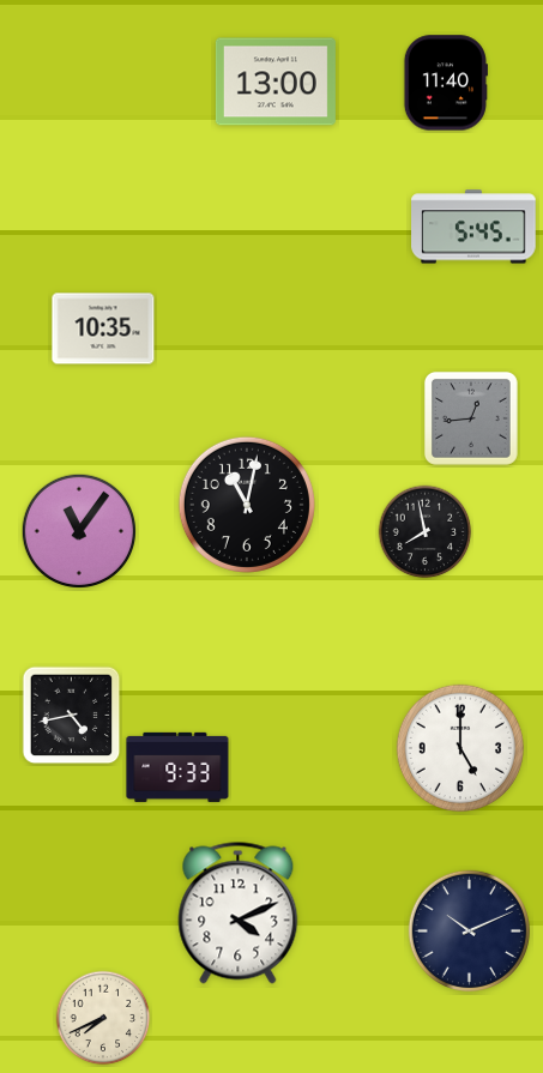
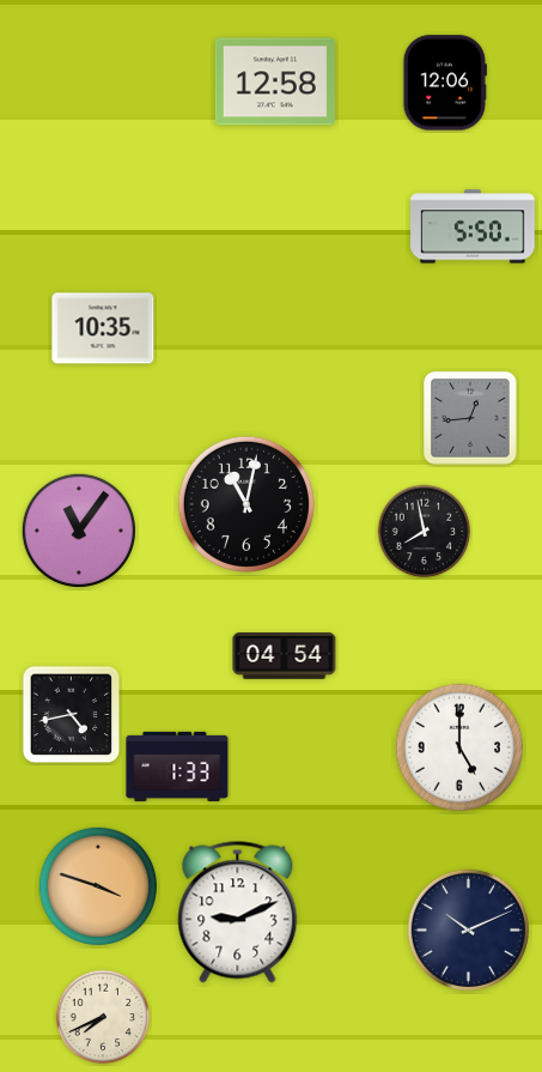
clock at (276, 82): 13:00 -> 12:58
clock at (446, 83): 11:40 -> 12:06
clock at (473, 227): 5:45 -> 5:50
clock at (285, 656): none -> 04:54
clock at (177, 767): 9:33 -> 1:33
clock at (97, 885): none -> 3:48
clock at (239, 914): 4:11 -> 9:11
